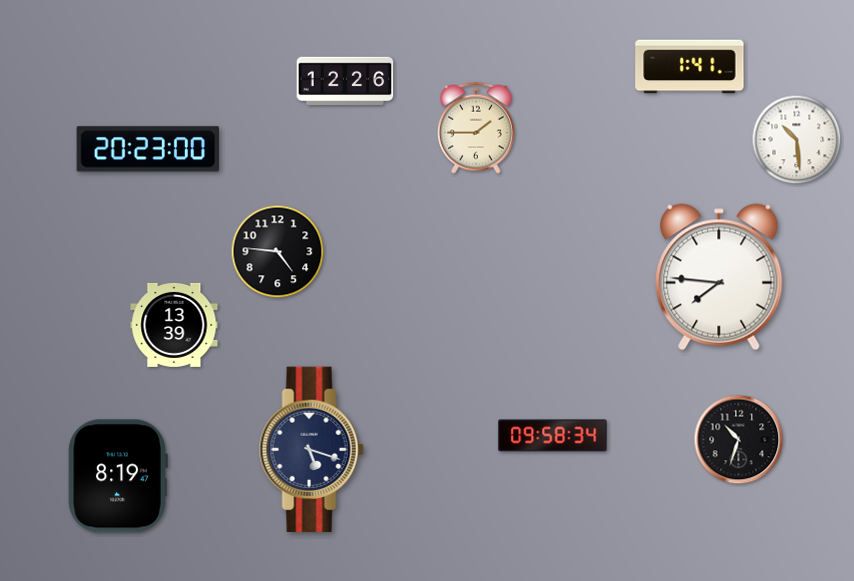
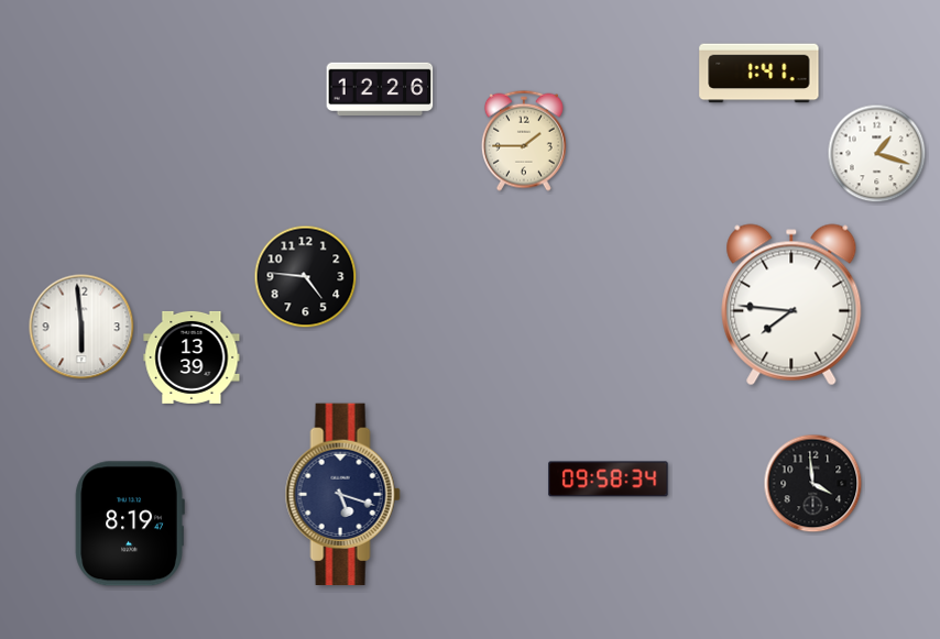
clock at (797, 140): 10:29 -> 1:18
clock at (148, 149): 20:23 -> none
clock at (81, 327): none -> 5:59
clock at (739, 440): 10:33 -> 3:59
